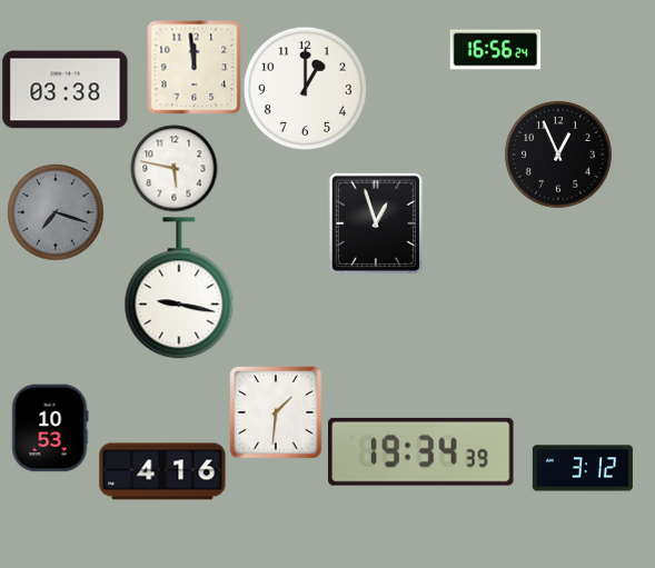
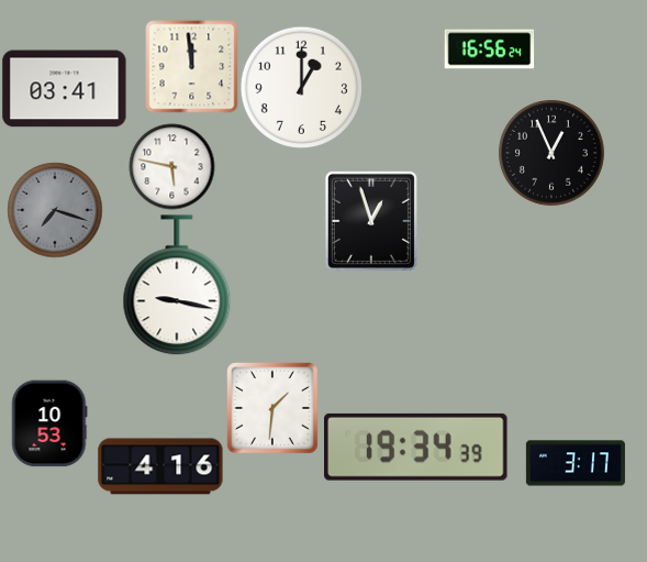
clock at (66, 90): 03:38 -> 03:41
clock at (583, 468): 3:12 -> 3:17
